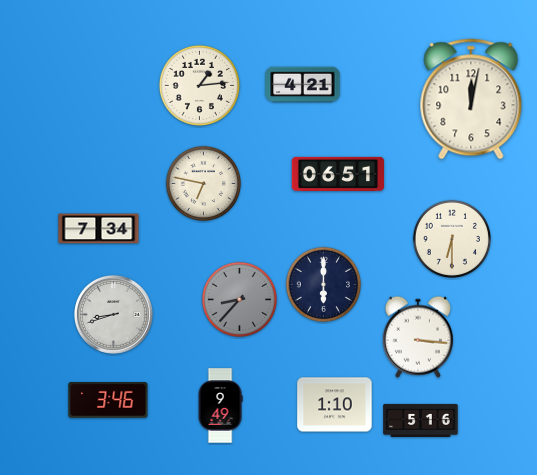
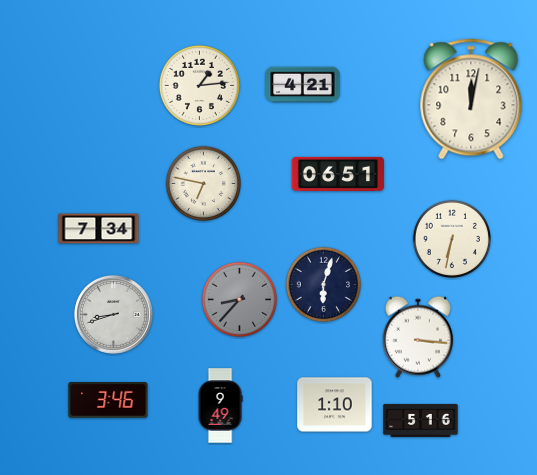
clock at (451, 238): 6:30 -> 6:32
clock at (323, 284): 6:00 -> 6:03
